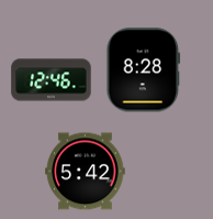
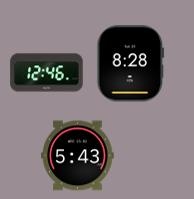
clock at (86, 172): 5:42 -> 5:43
